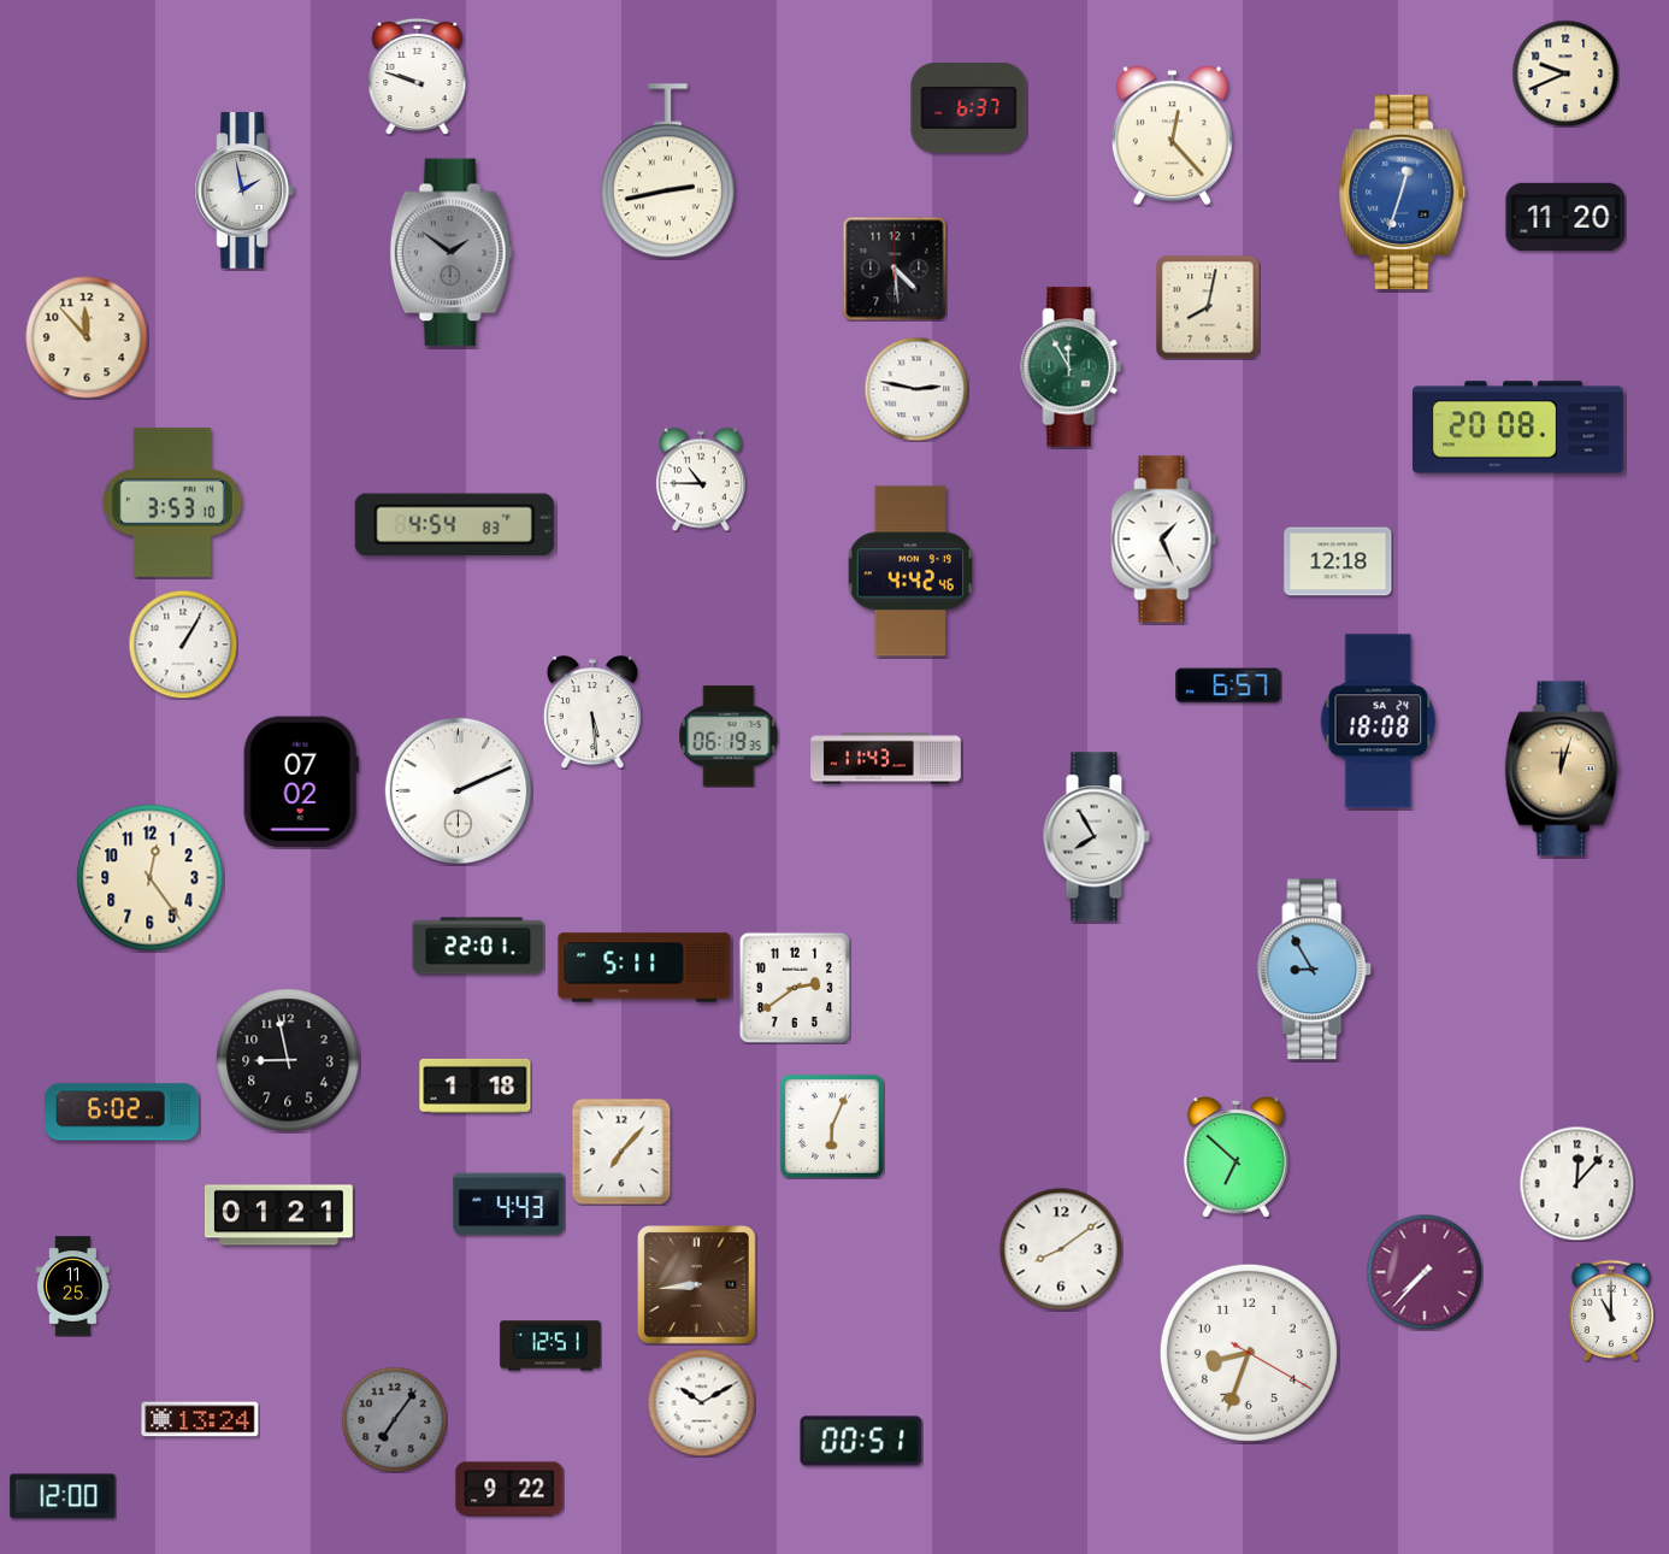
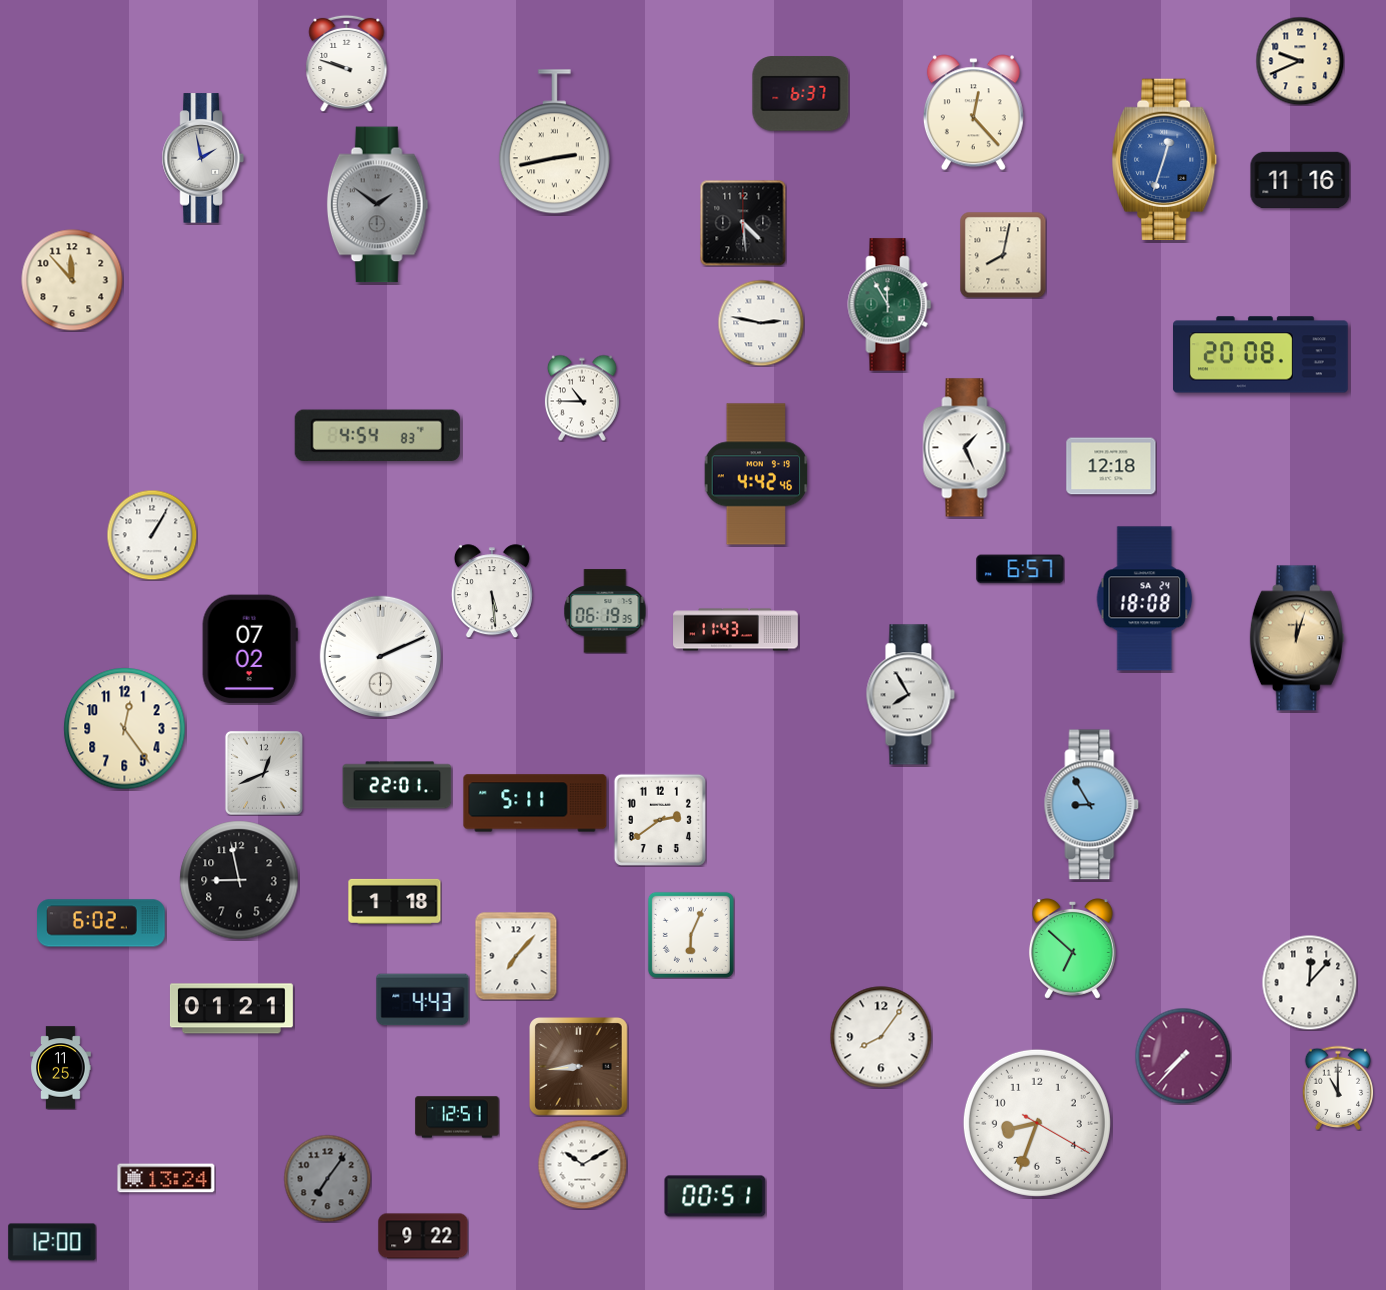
clock at (969, 108) position: (969, 108) -> (801, 94)
clock at (1565, 216): 11:20 -> 11:16
clock at (452, 253) position: (452, 253) -> (378, 205)
clock at (172, 502): 3:53 -> none
clock at (264, 773): none -> 12:41
clock at (1235, 1158) position: (1235, 1158) -> (1072, 949)
clock at (1061, 1249): 8:09 -> 8:06
